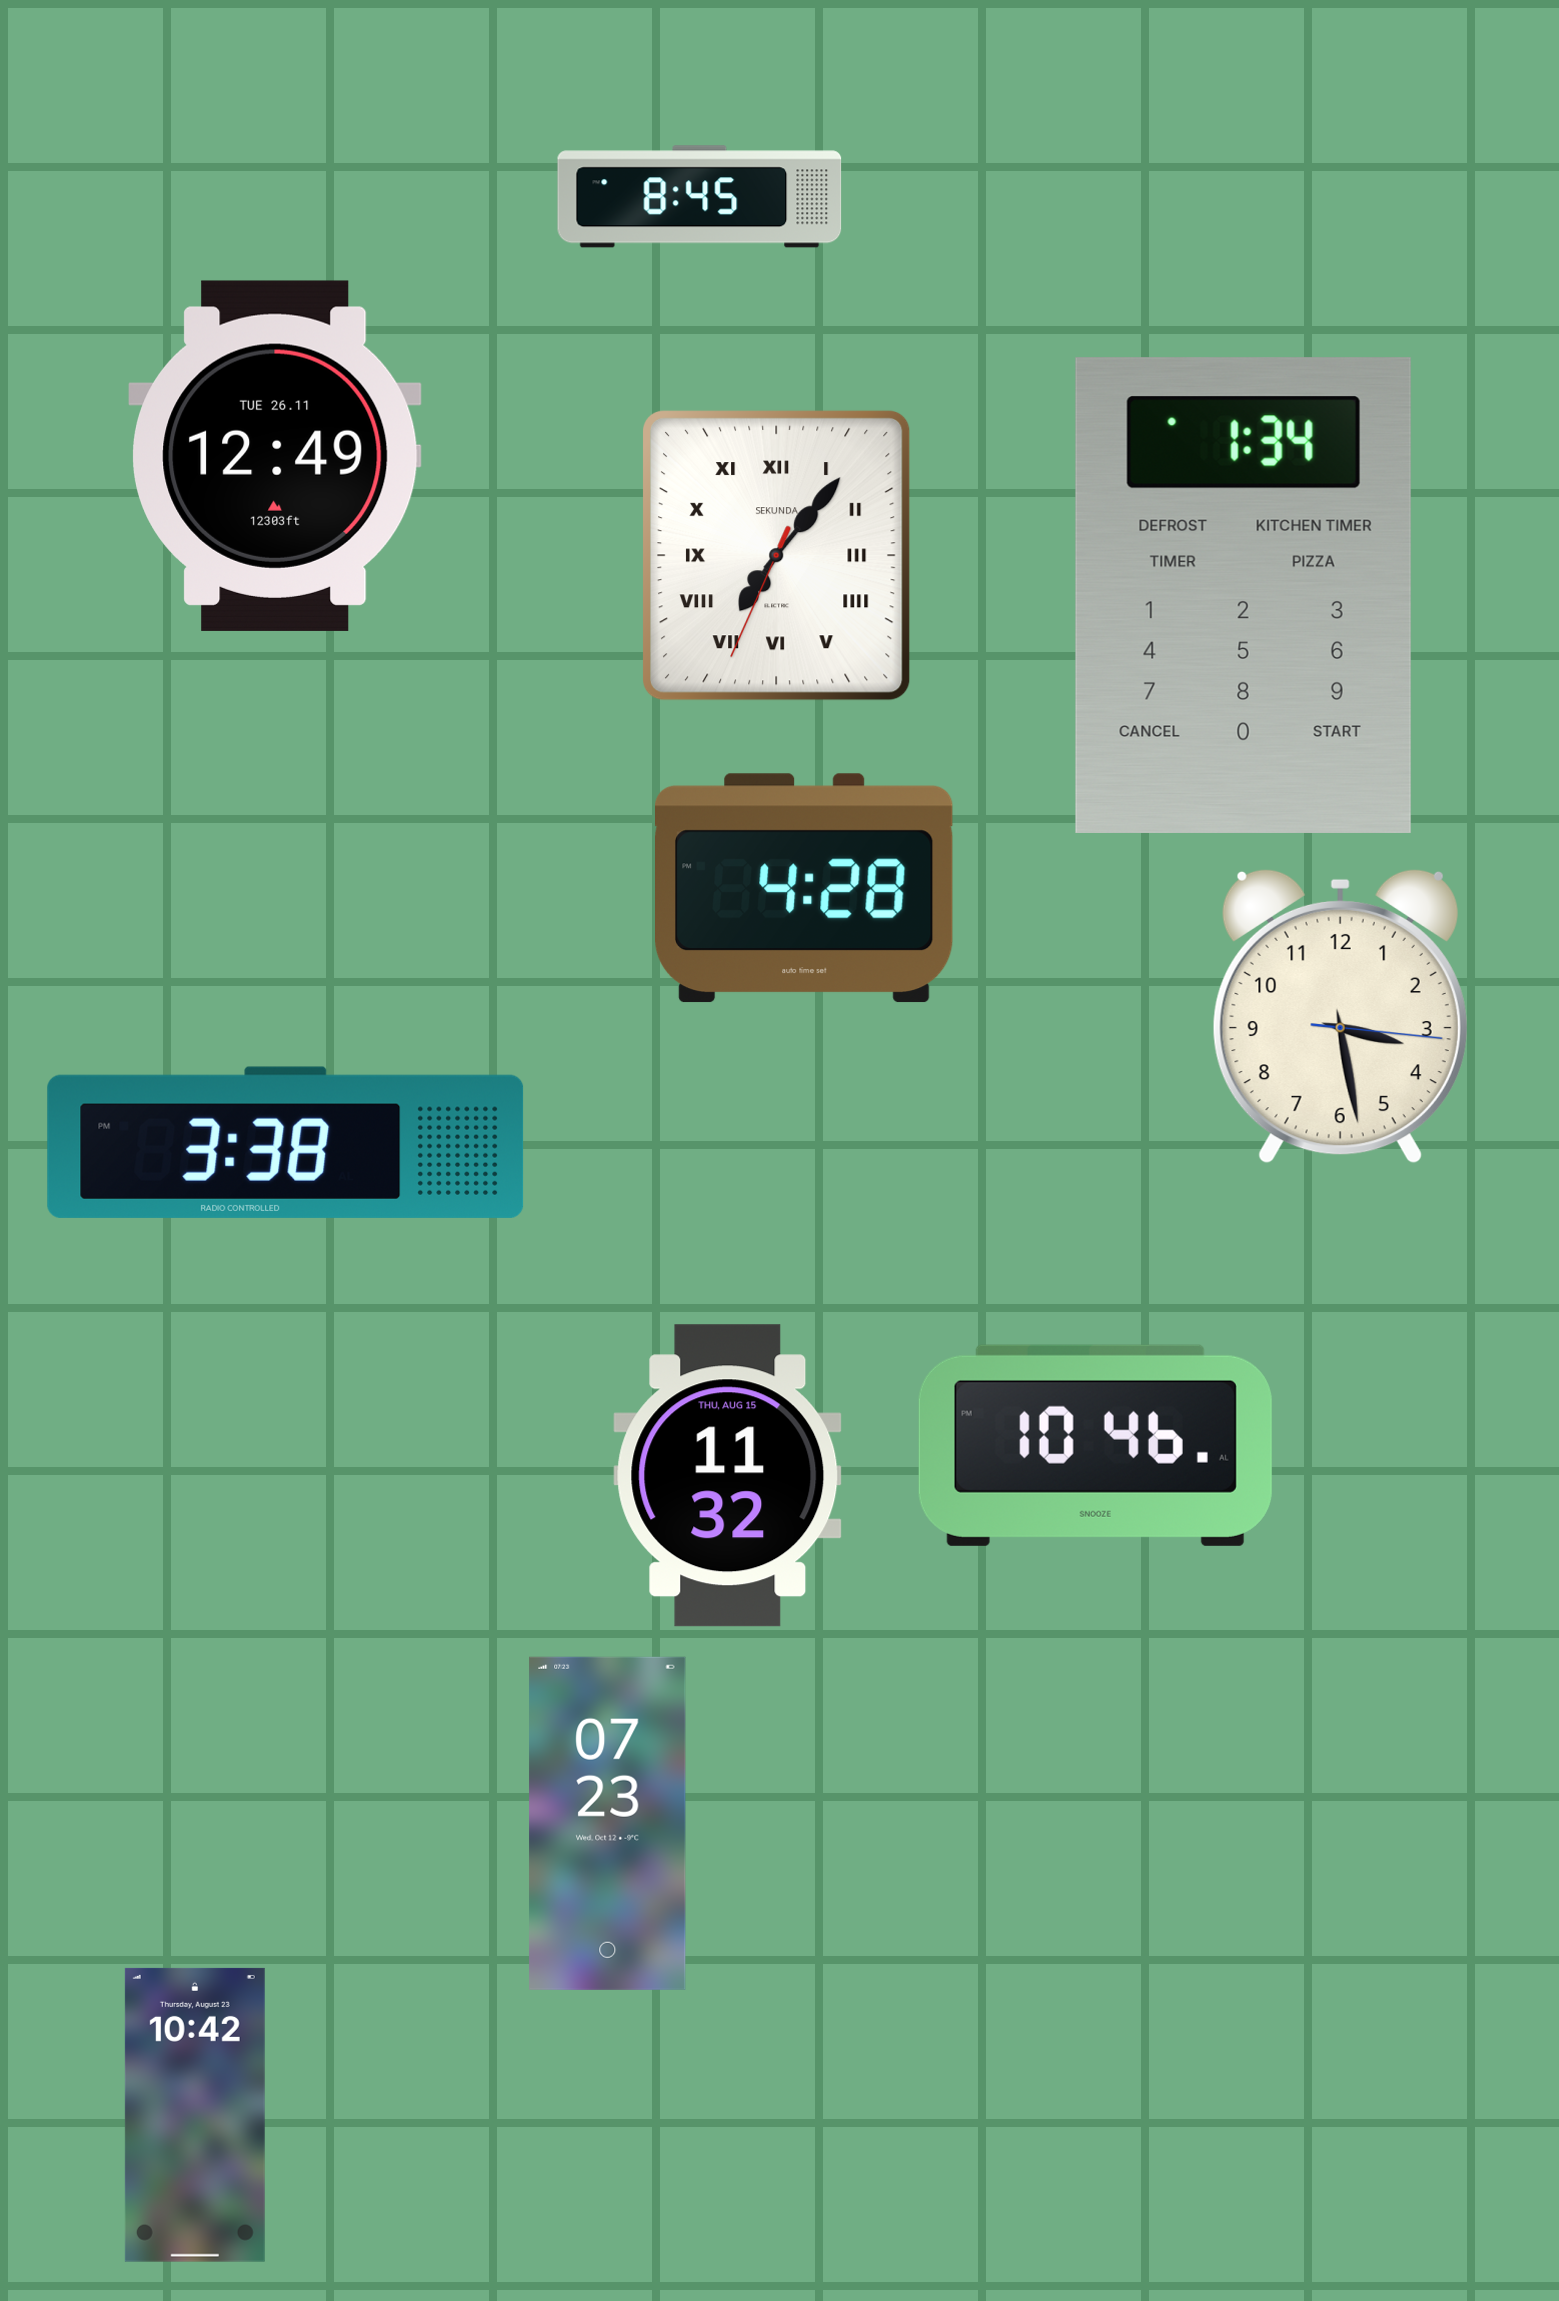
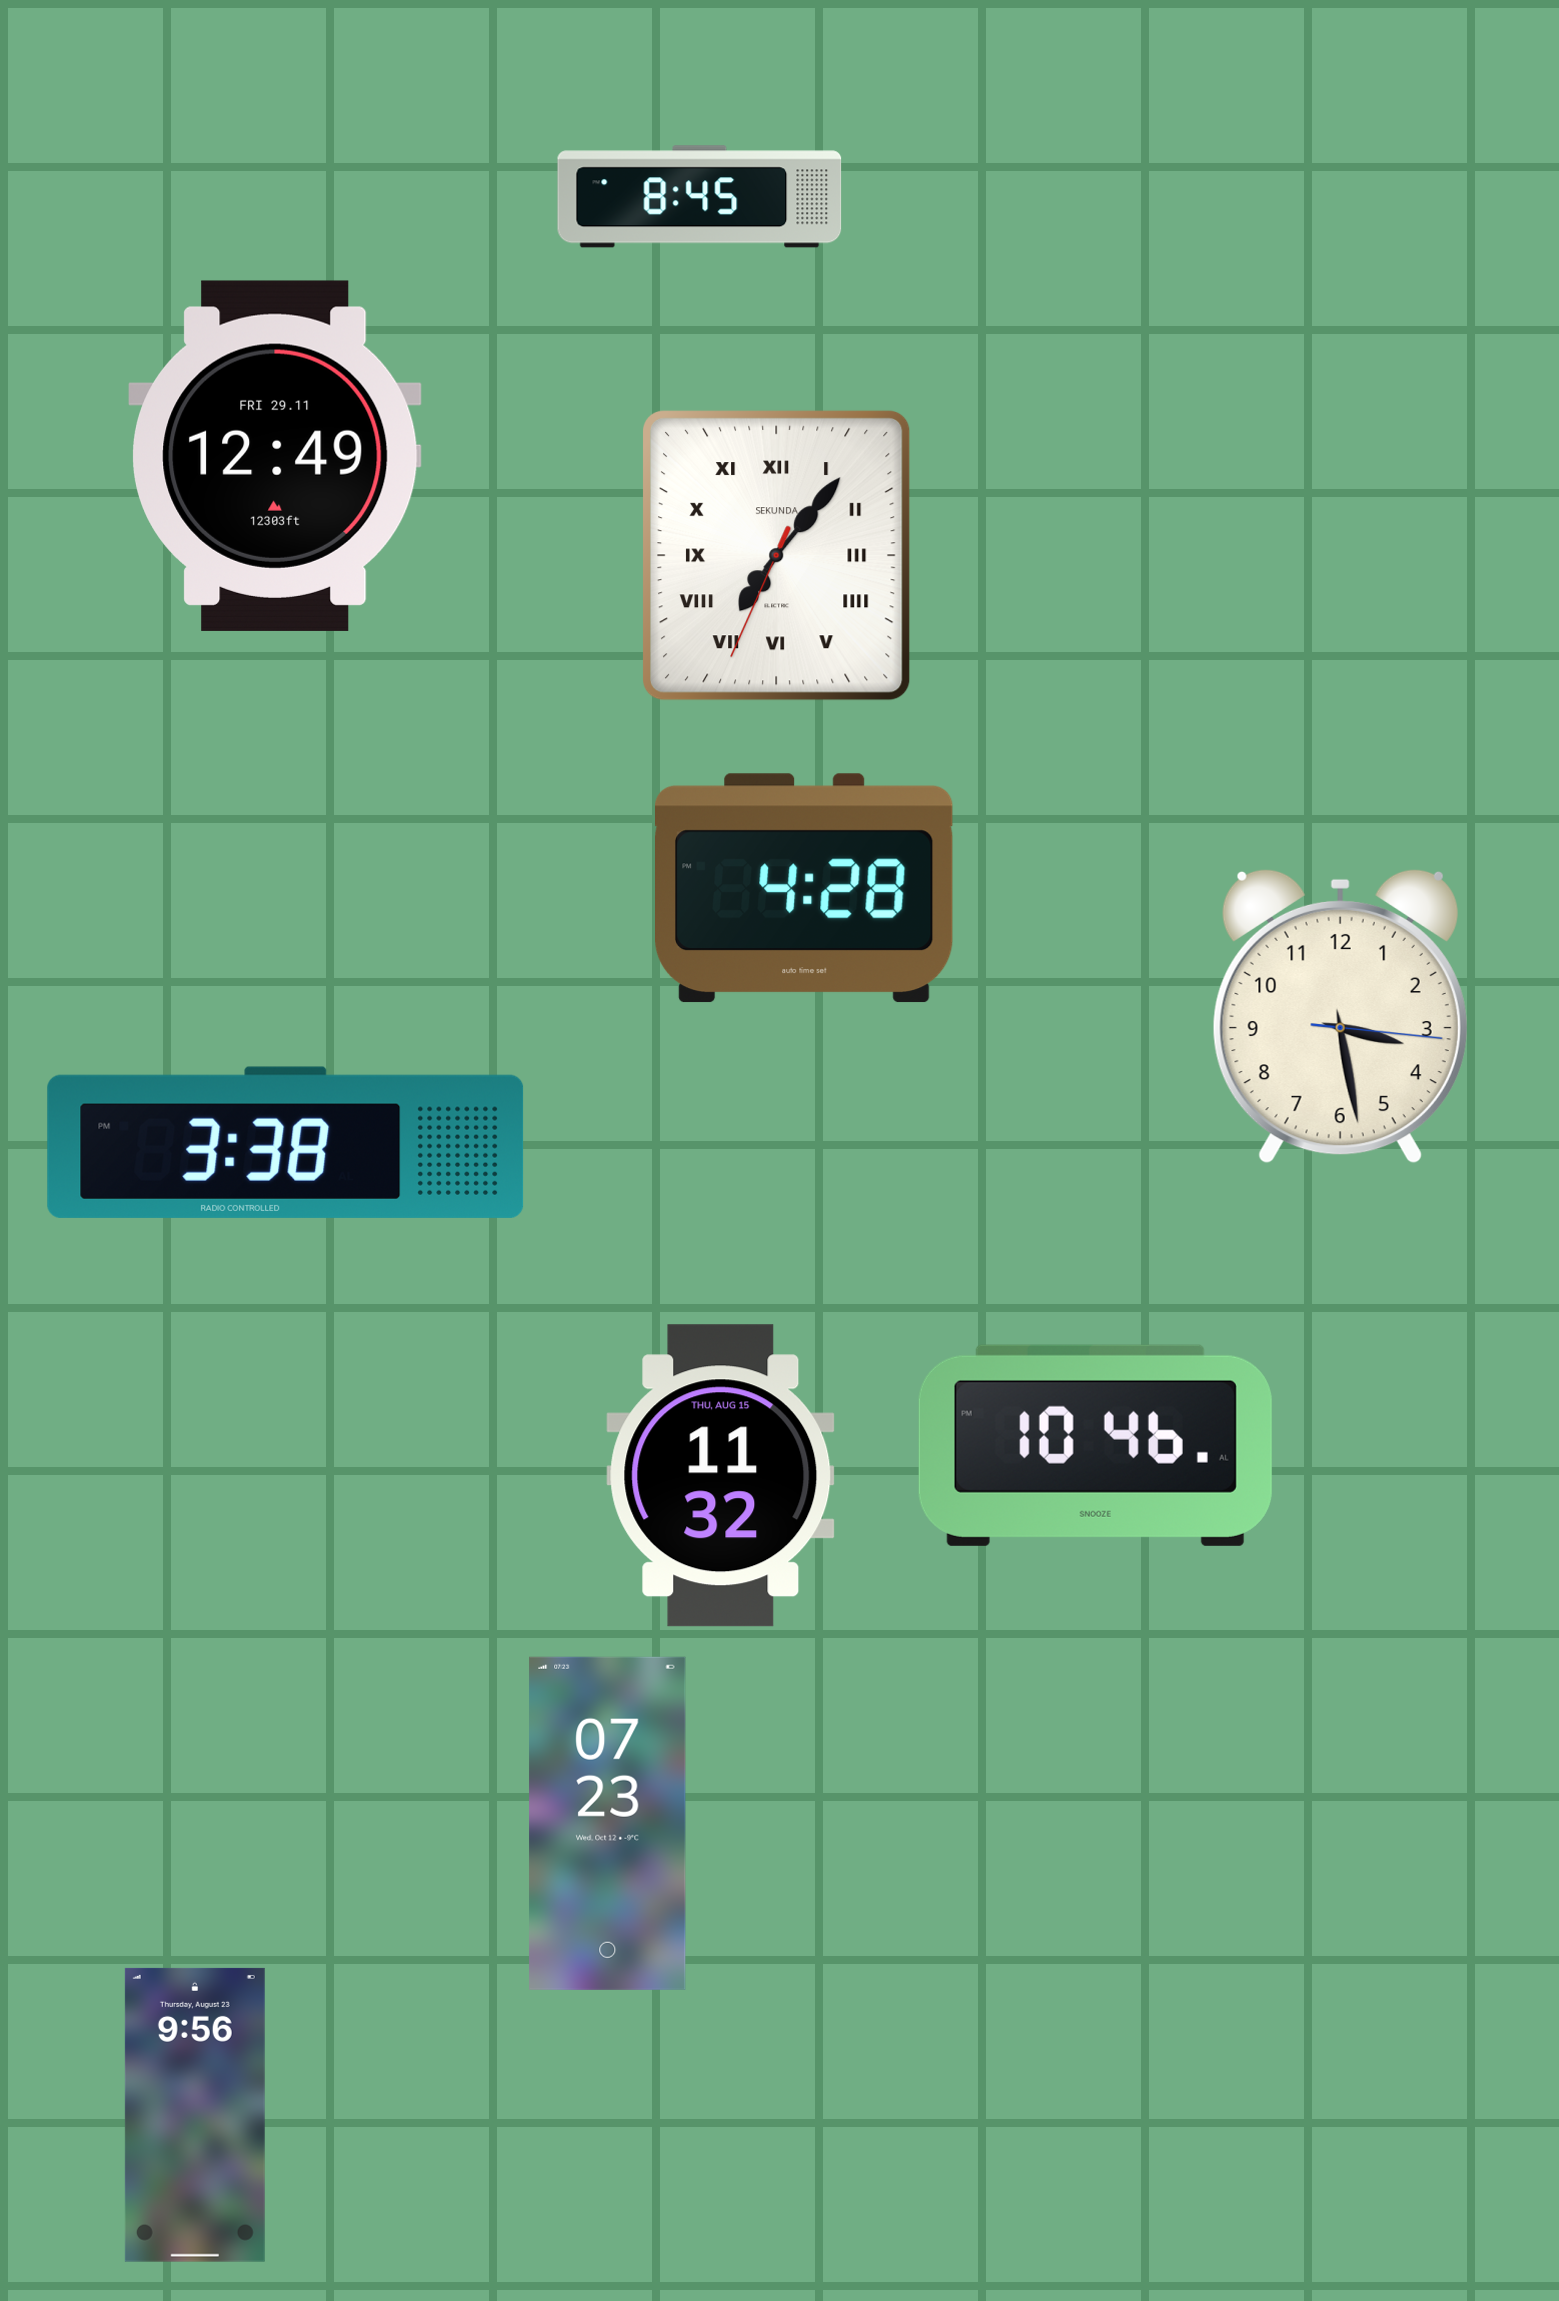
clock at (275, 456) date: TUE 26.11 -> FRI 29.11
clock at (1243, 595): 1:34 -> none
clock at (728, 1476) position: (728, 1476) -> (721, 1476)
clock at (195, 2115): 10:42 -> 9:56
